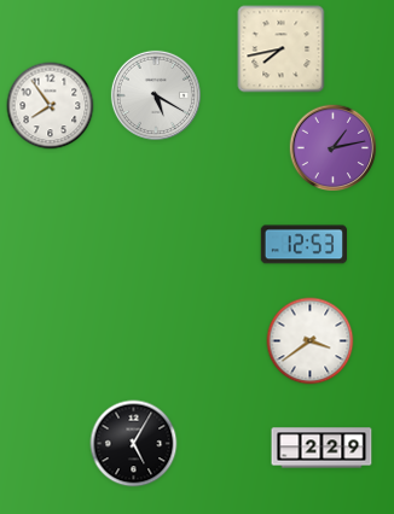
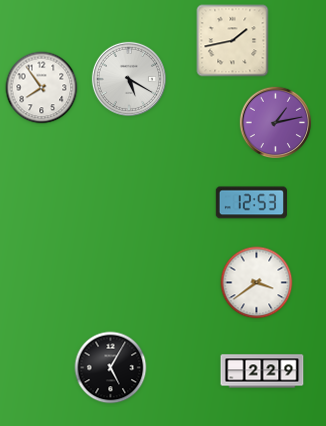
clock at (282, 49): 7:43 -> 1:43
clock at (321, 448) position: (321, 448) -> (262, 371)
